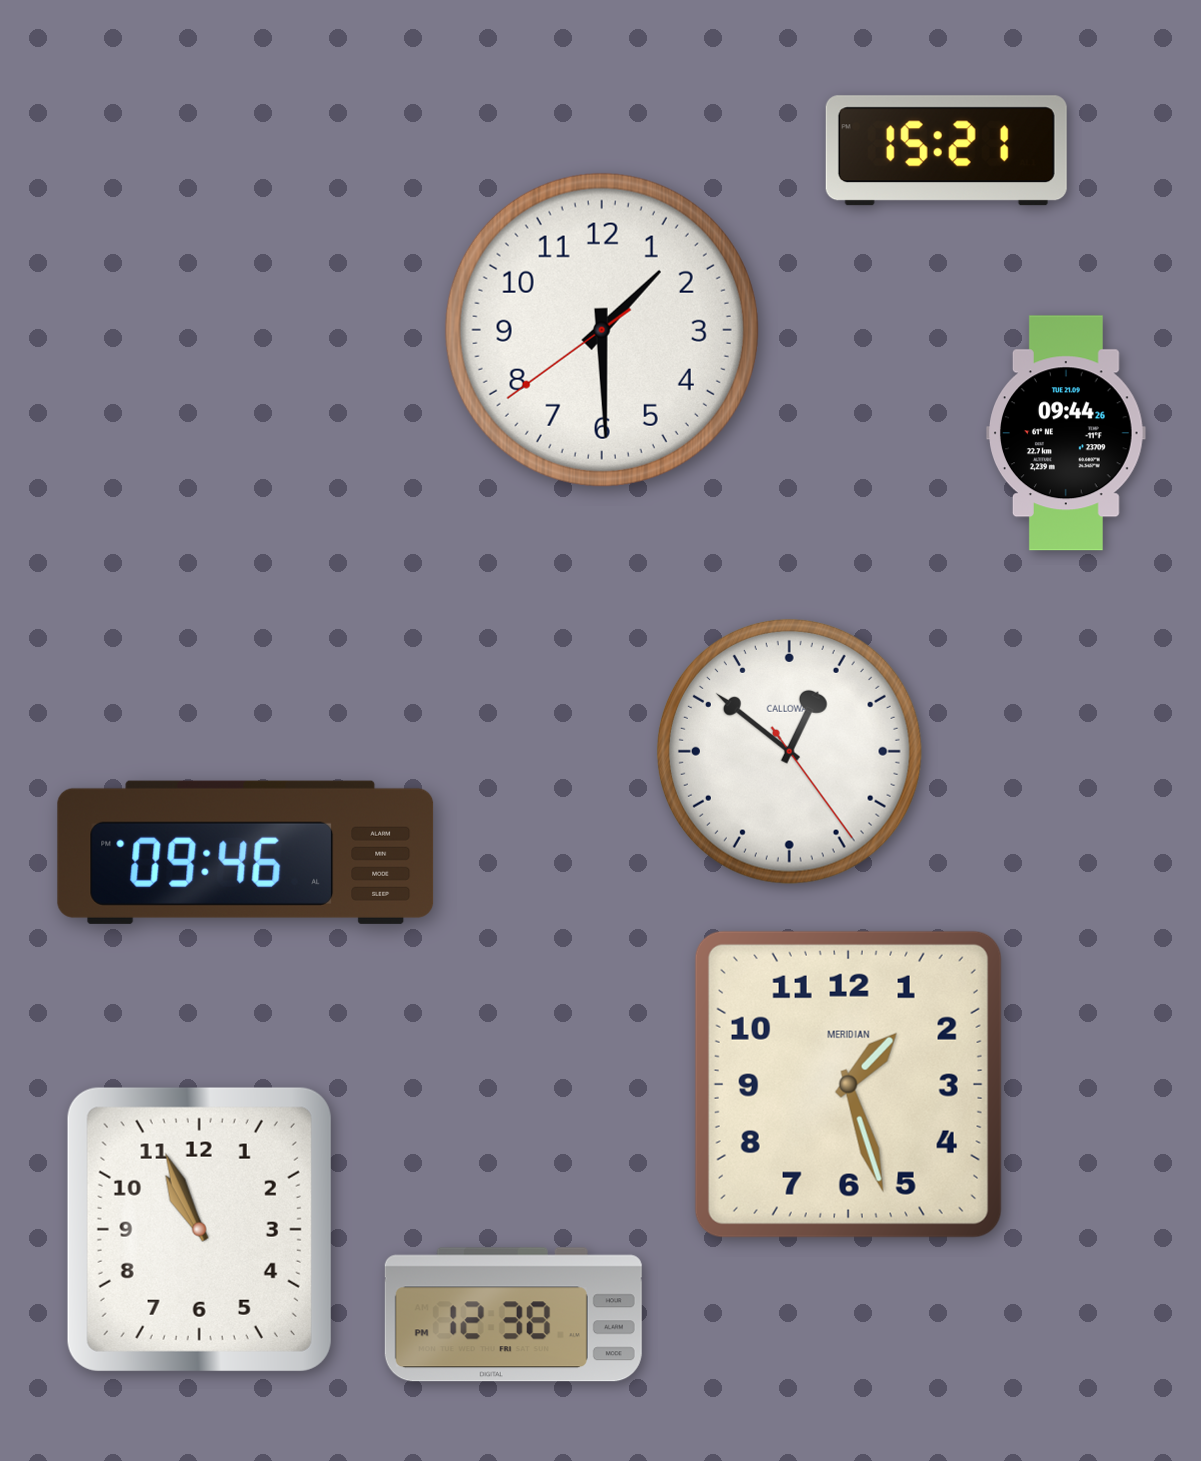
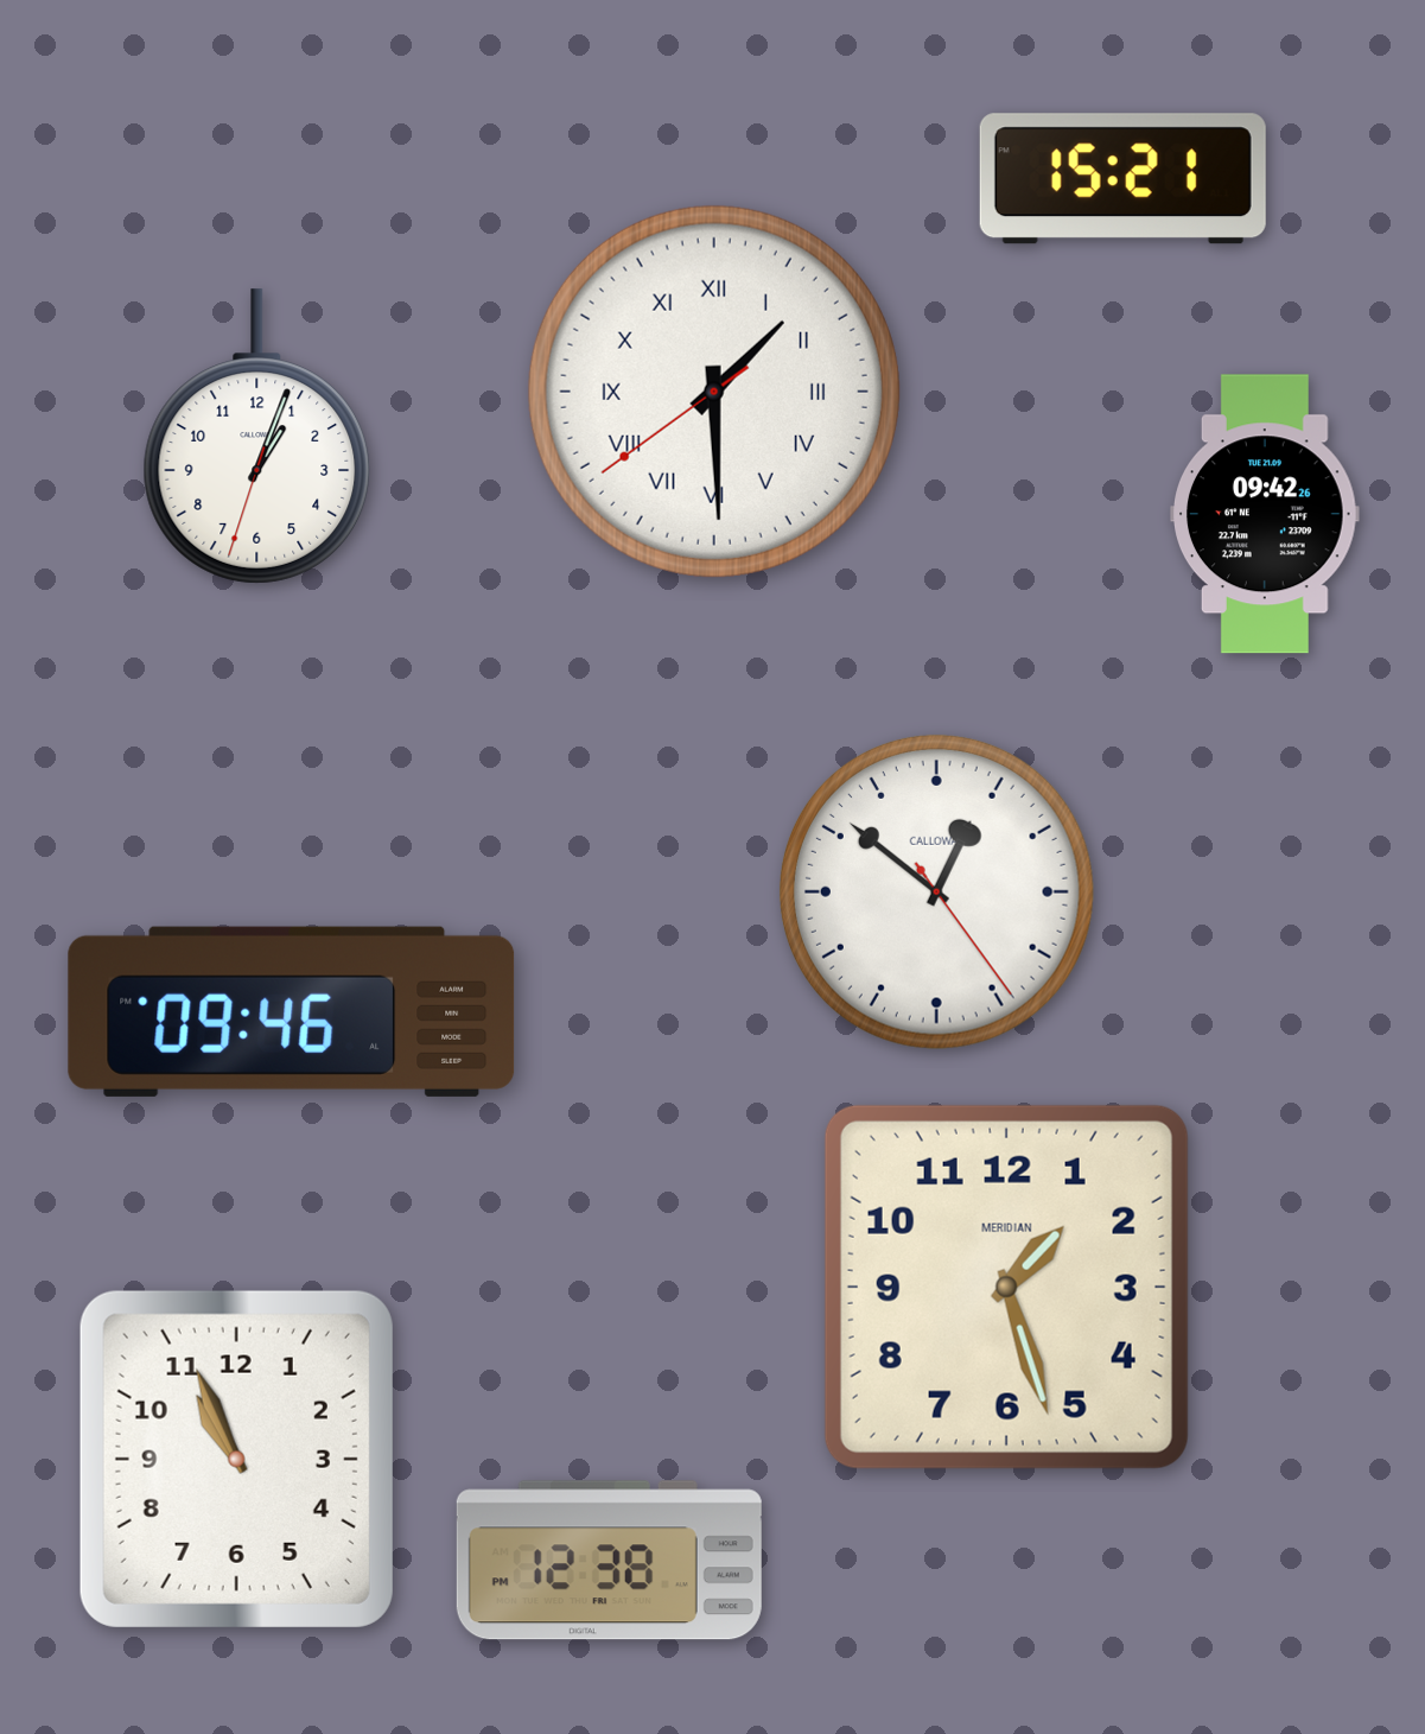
clock at (602, 330) numerals: Arabic -> Roman
clock at (257, 437): none -> 1:03
clock at (1067, 433): 09:44 -> 09:42
